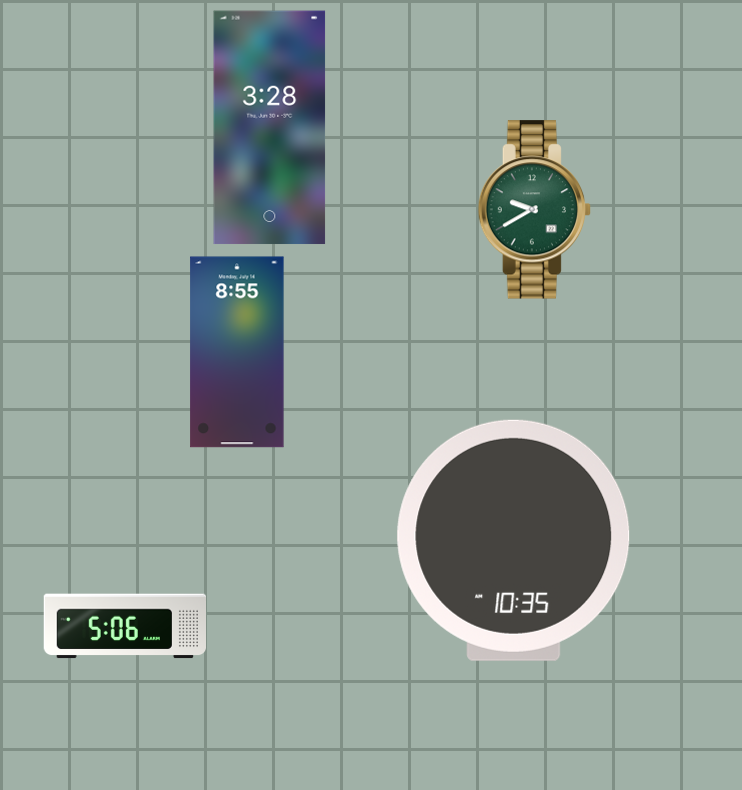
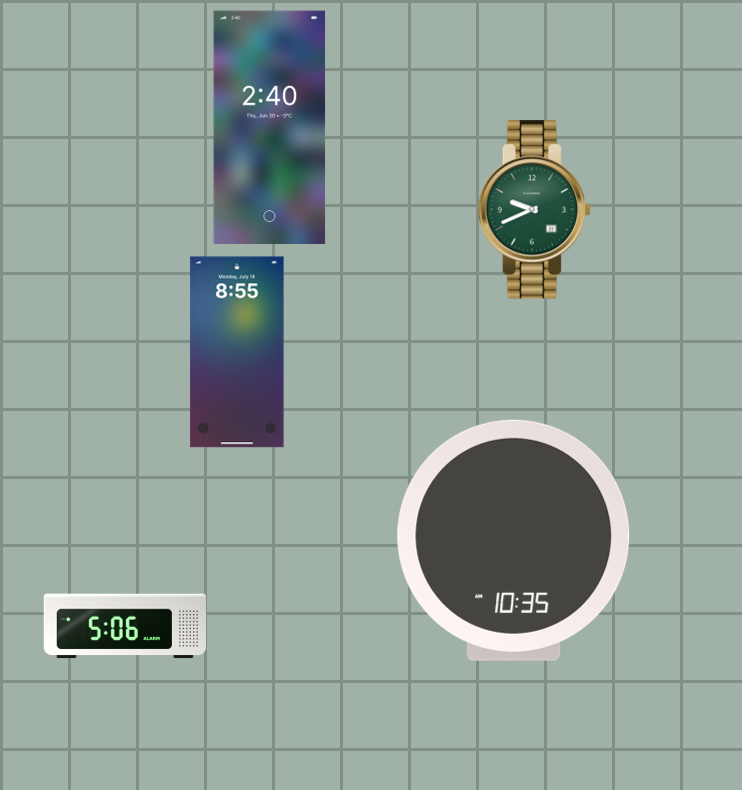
clock at (270, 128): 3:28 -> 2:40
clock at (535, 210): 9:40 -> 9:41
